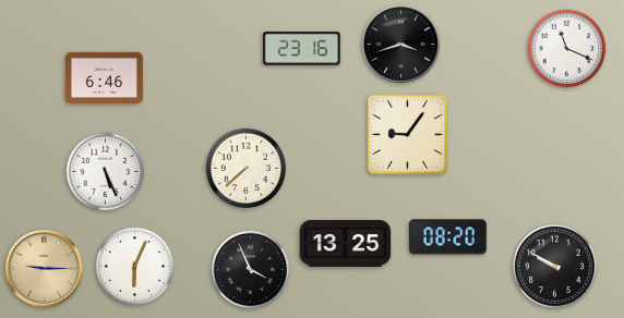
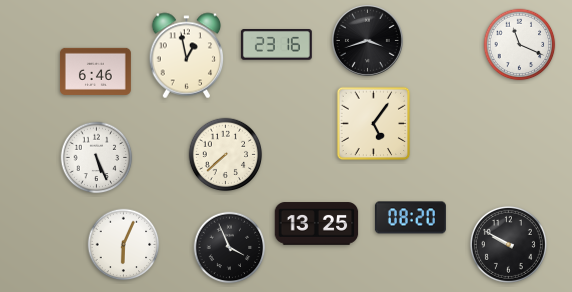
clock at (187, 56): none -> 12:58
clock at (408, 135): 9:06 -> 5:06
clock at (44, 268): 9:15 -> none
